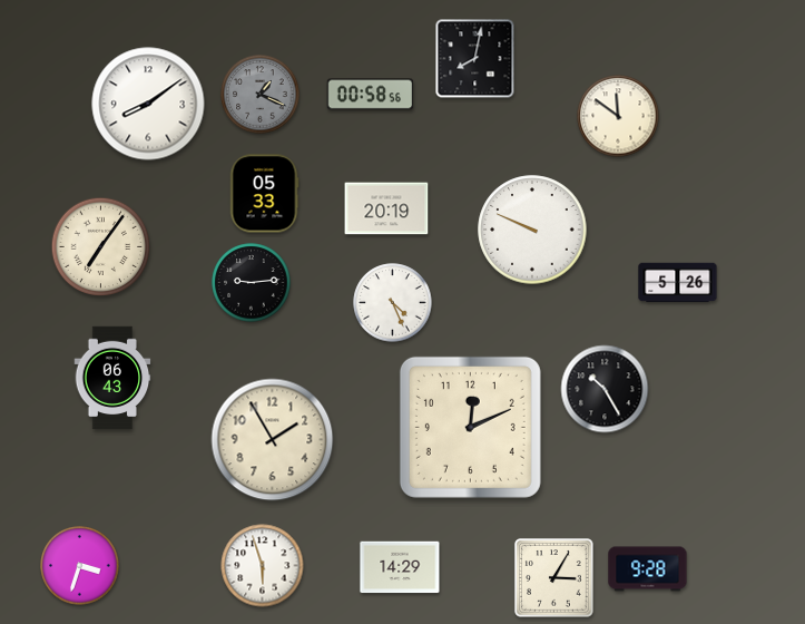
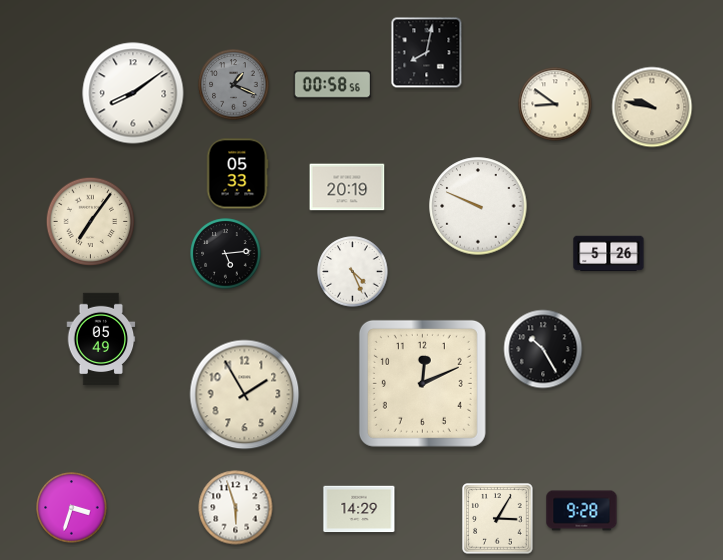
clock at (618, 116): 11:51 -> 8:51
clock at (652, 107): none -> 9:47
clock at (252, 283): 9:14 -> 5:14
clock at (112, 378): 06:43 -> 05:49
